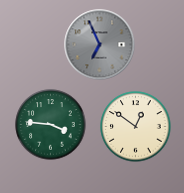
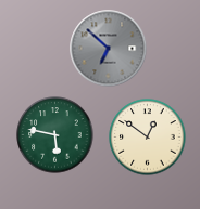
clock at (100, 45): 6:56 -> 6:52
clock at (51, 125): 3:46 -> 5:47
